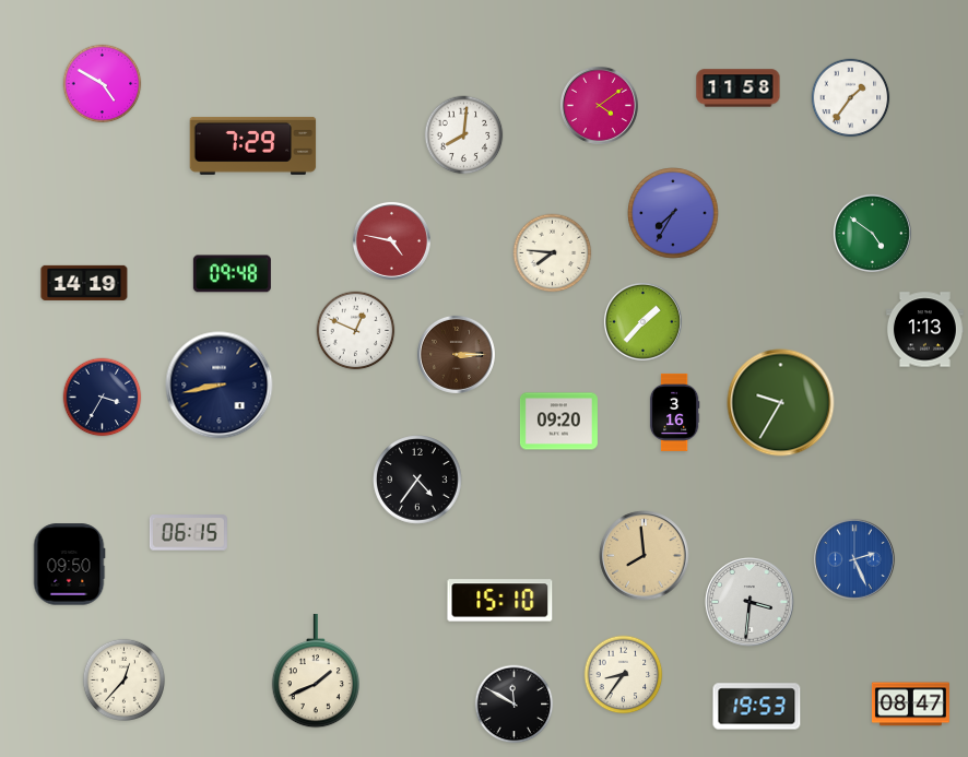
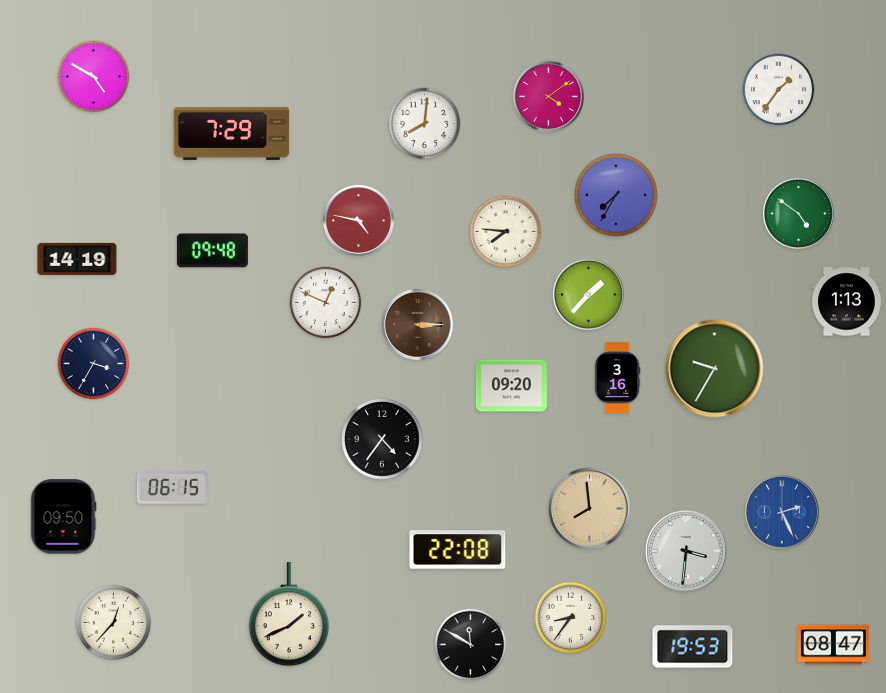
clock at (739, 88): 11:58 -> none
clock at (220, 386): 8:43 -> none
clock at (500, 601): 15:10 -> 22:08
